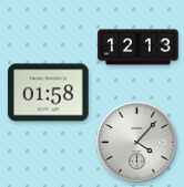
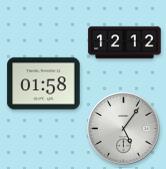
clock at (139, 48): 12:13 -> 12:12
clock at (137, 143): 4:07 -> 5:06
